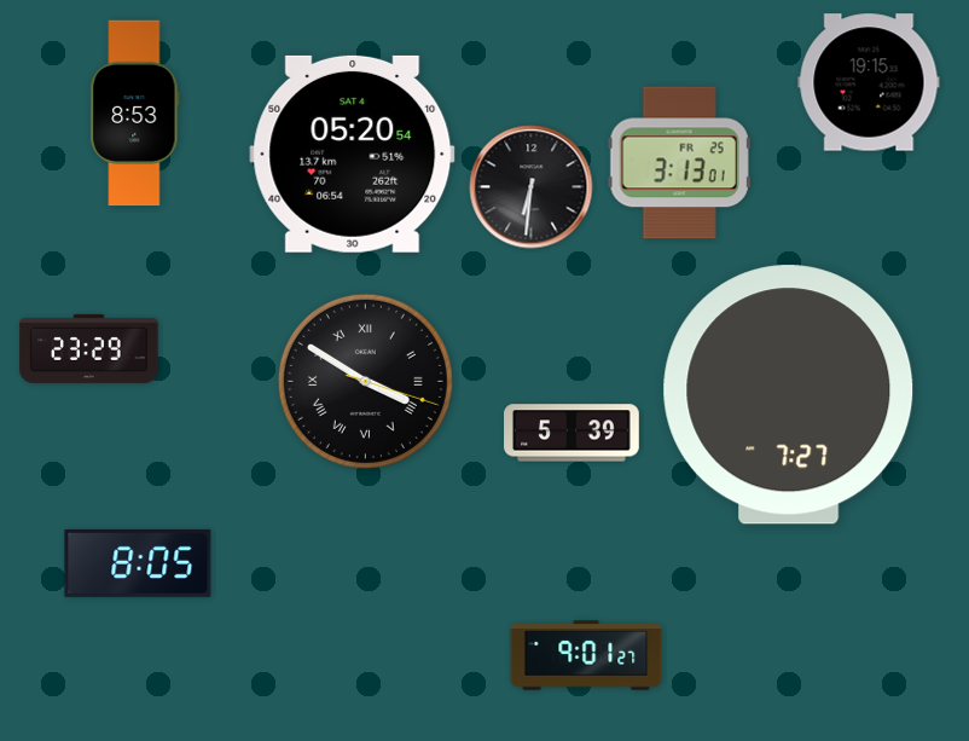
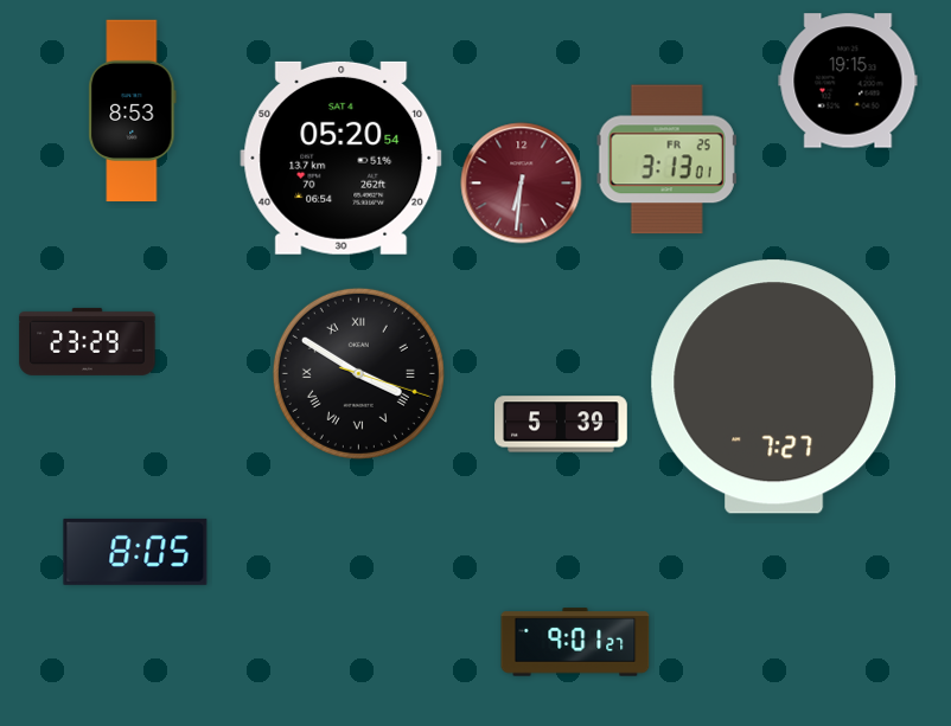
clock at (869, 82) position: (869, 82) -> (848, 81)
clock at (353, 154) position: (353, 154) -> (342, 158)
clock at (532, 187) dial: black -> burgundy
